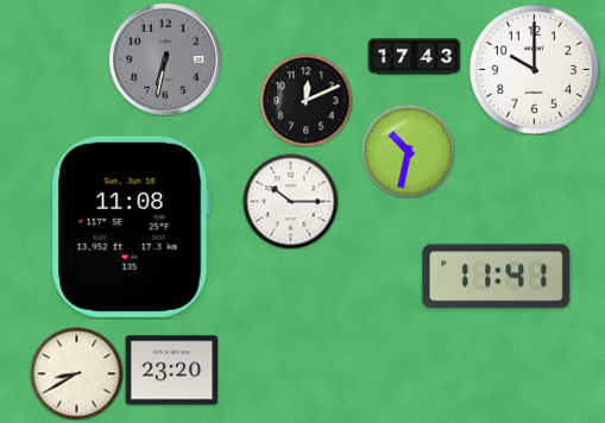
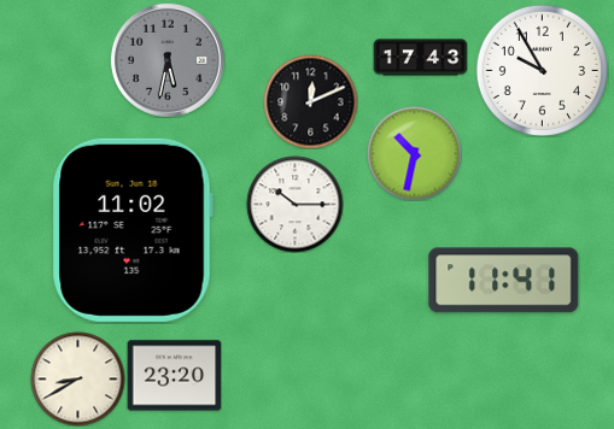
clock at (165, 59): 6:32 -> 5:32
clock at (534, 69): 10:00 -> 9:55
clock at (131, 227): 11:08 -> 11:02
